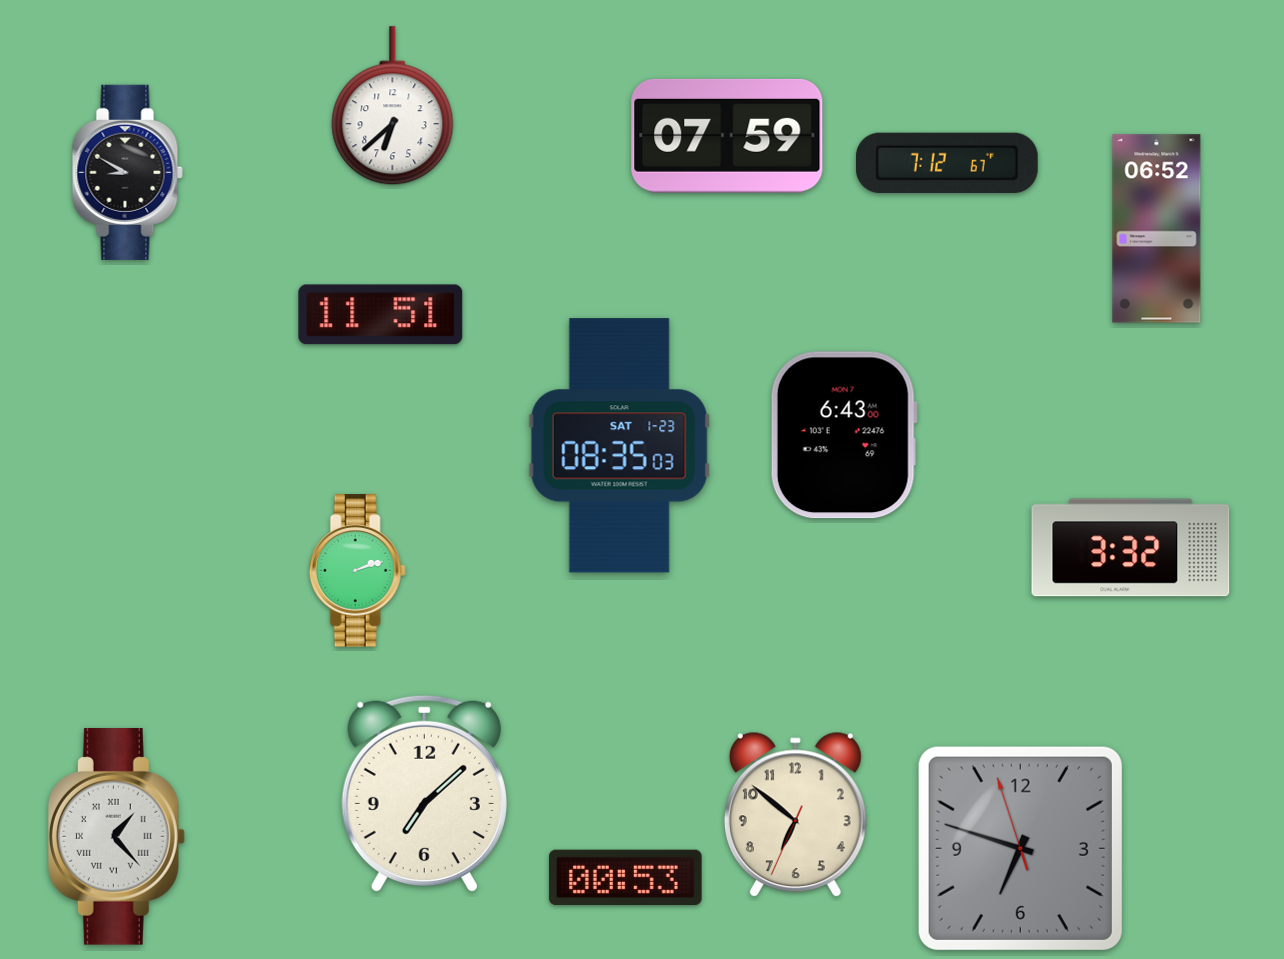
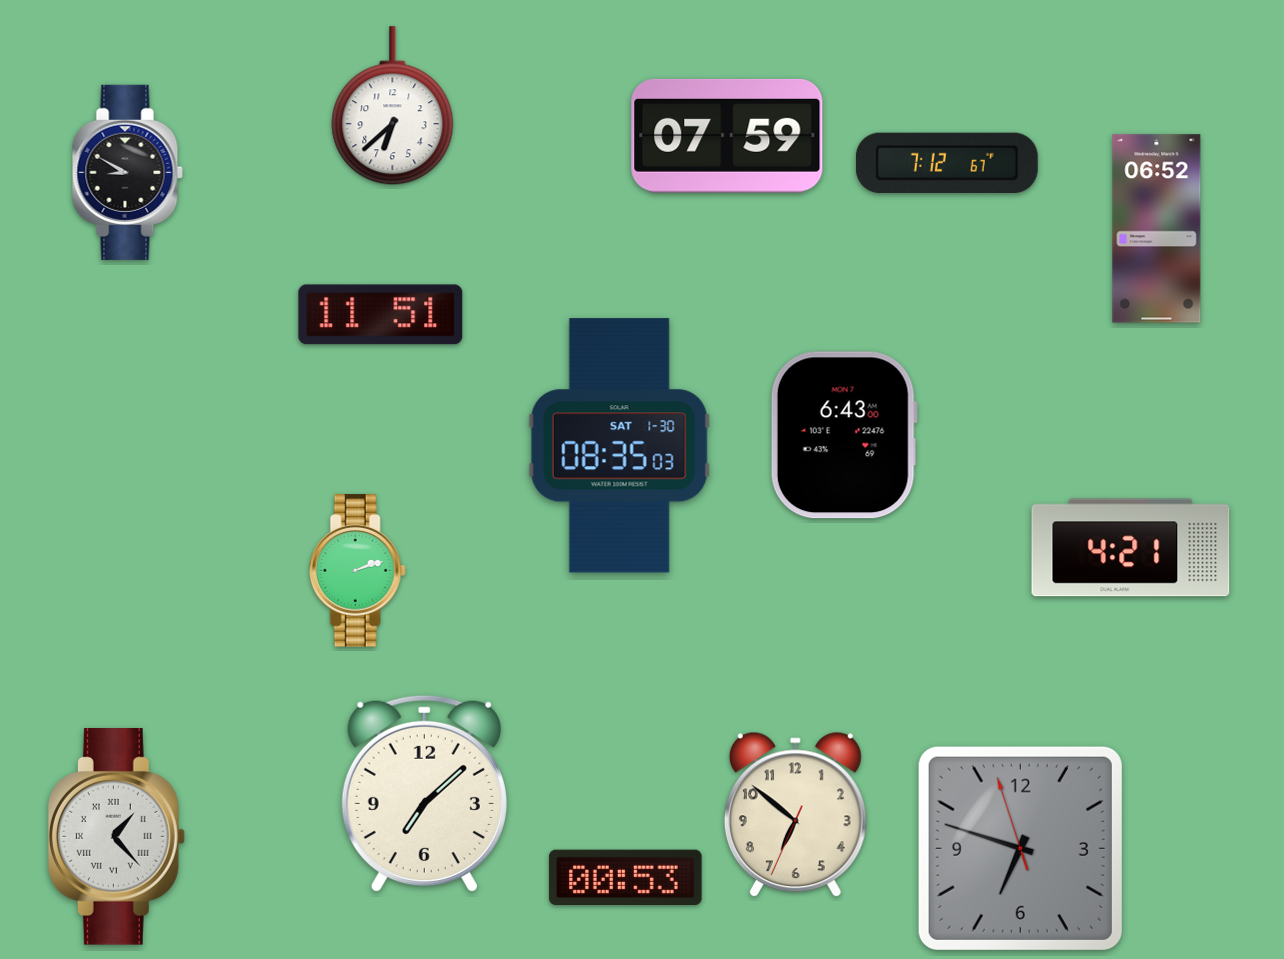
clock at (619, 446) date: SAT 1-23 -> SAT 1-30
clock at (1131, 548): 3:32 -> 4:21
